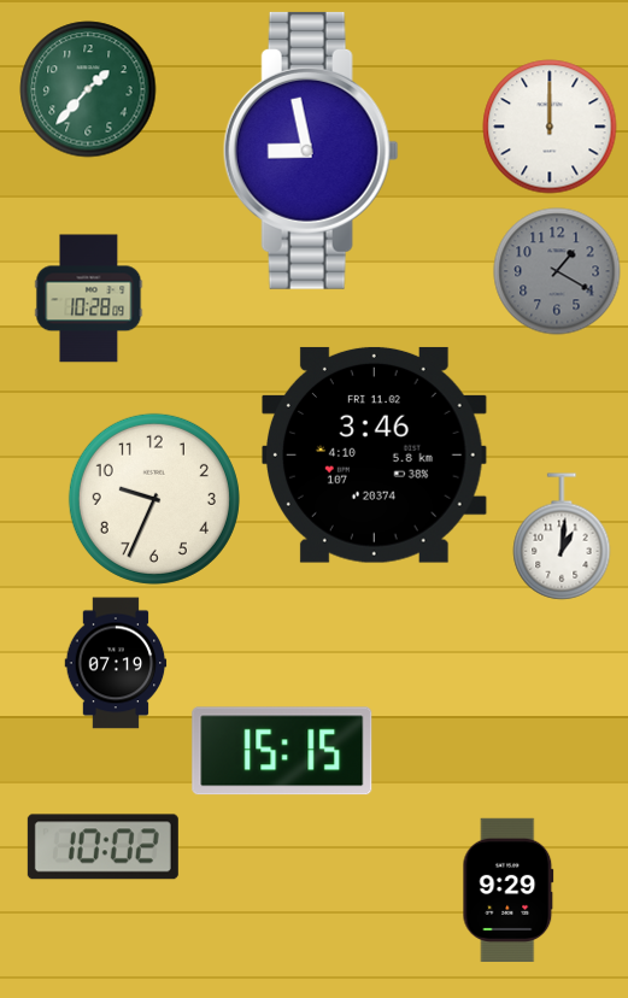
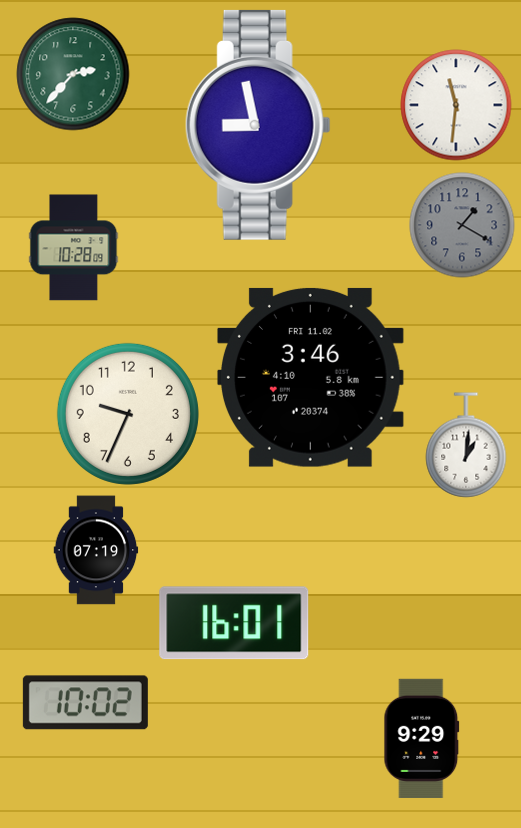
clock at (88, 89): 1:37 -> 2:37
clock at (550, 127): 12:00 -> 11:31
clock at (282, 751): 15:15 -> 16:01
